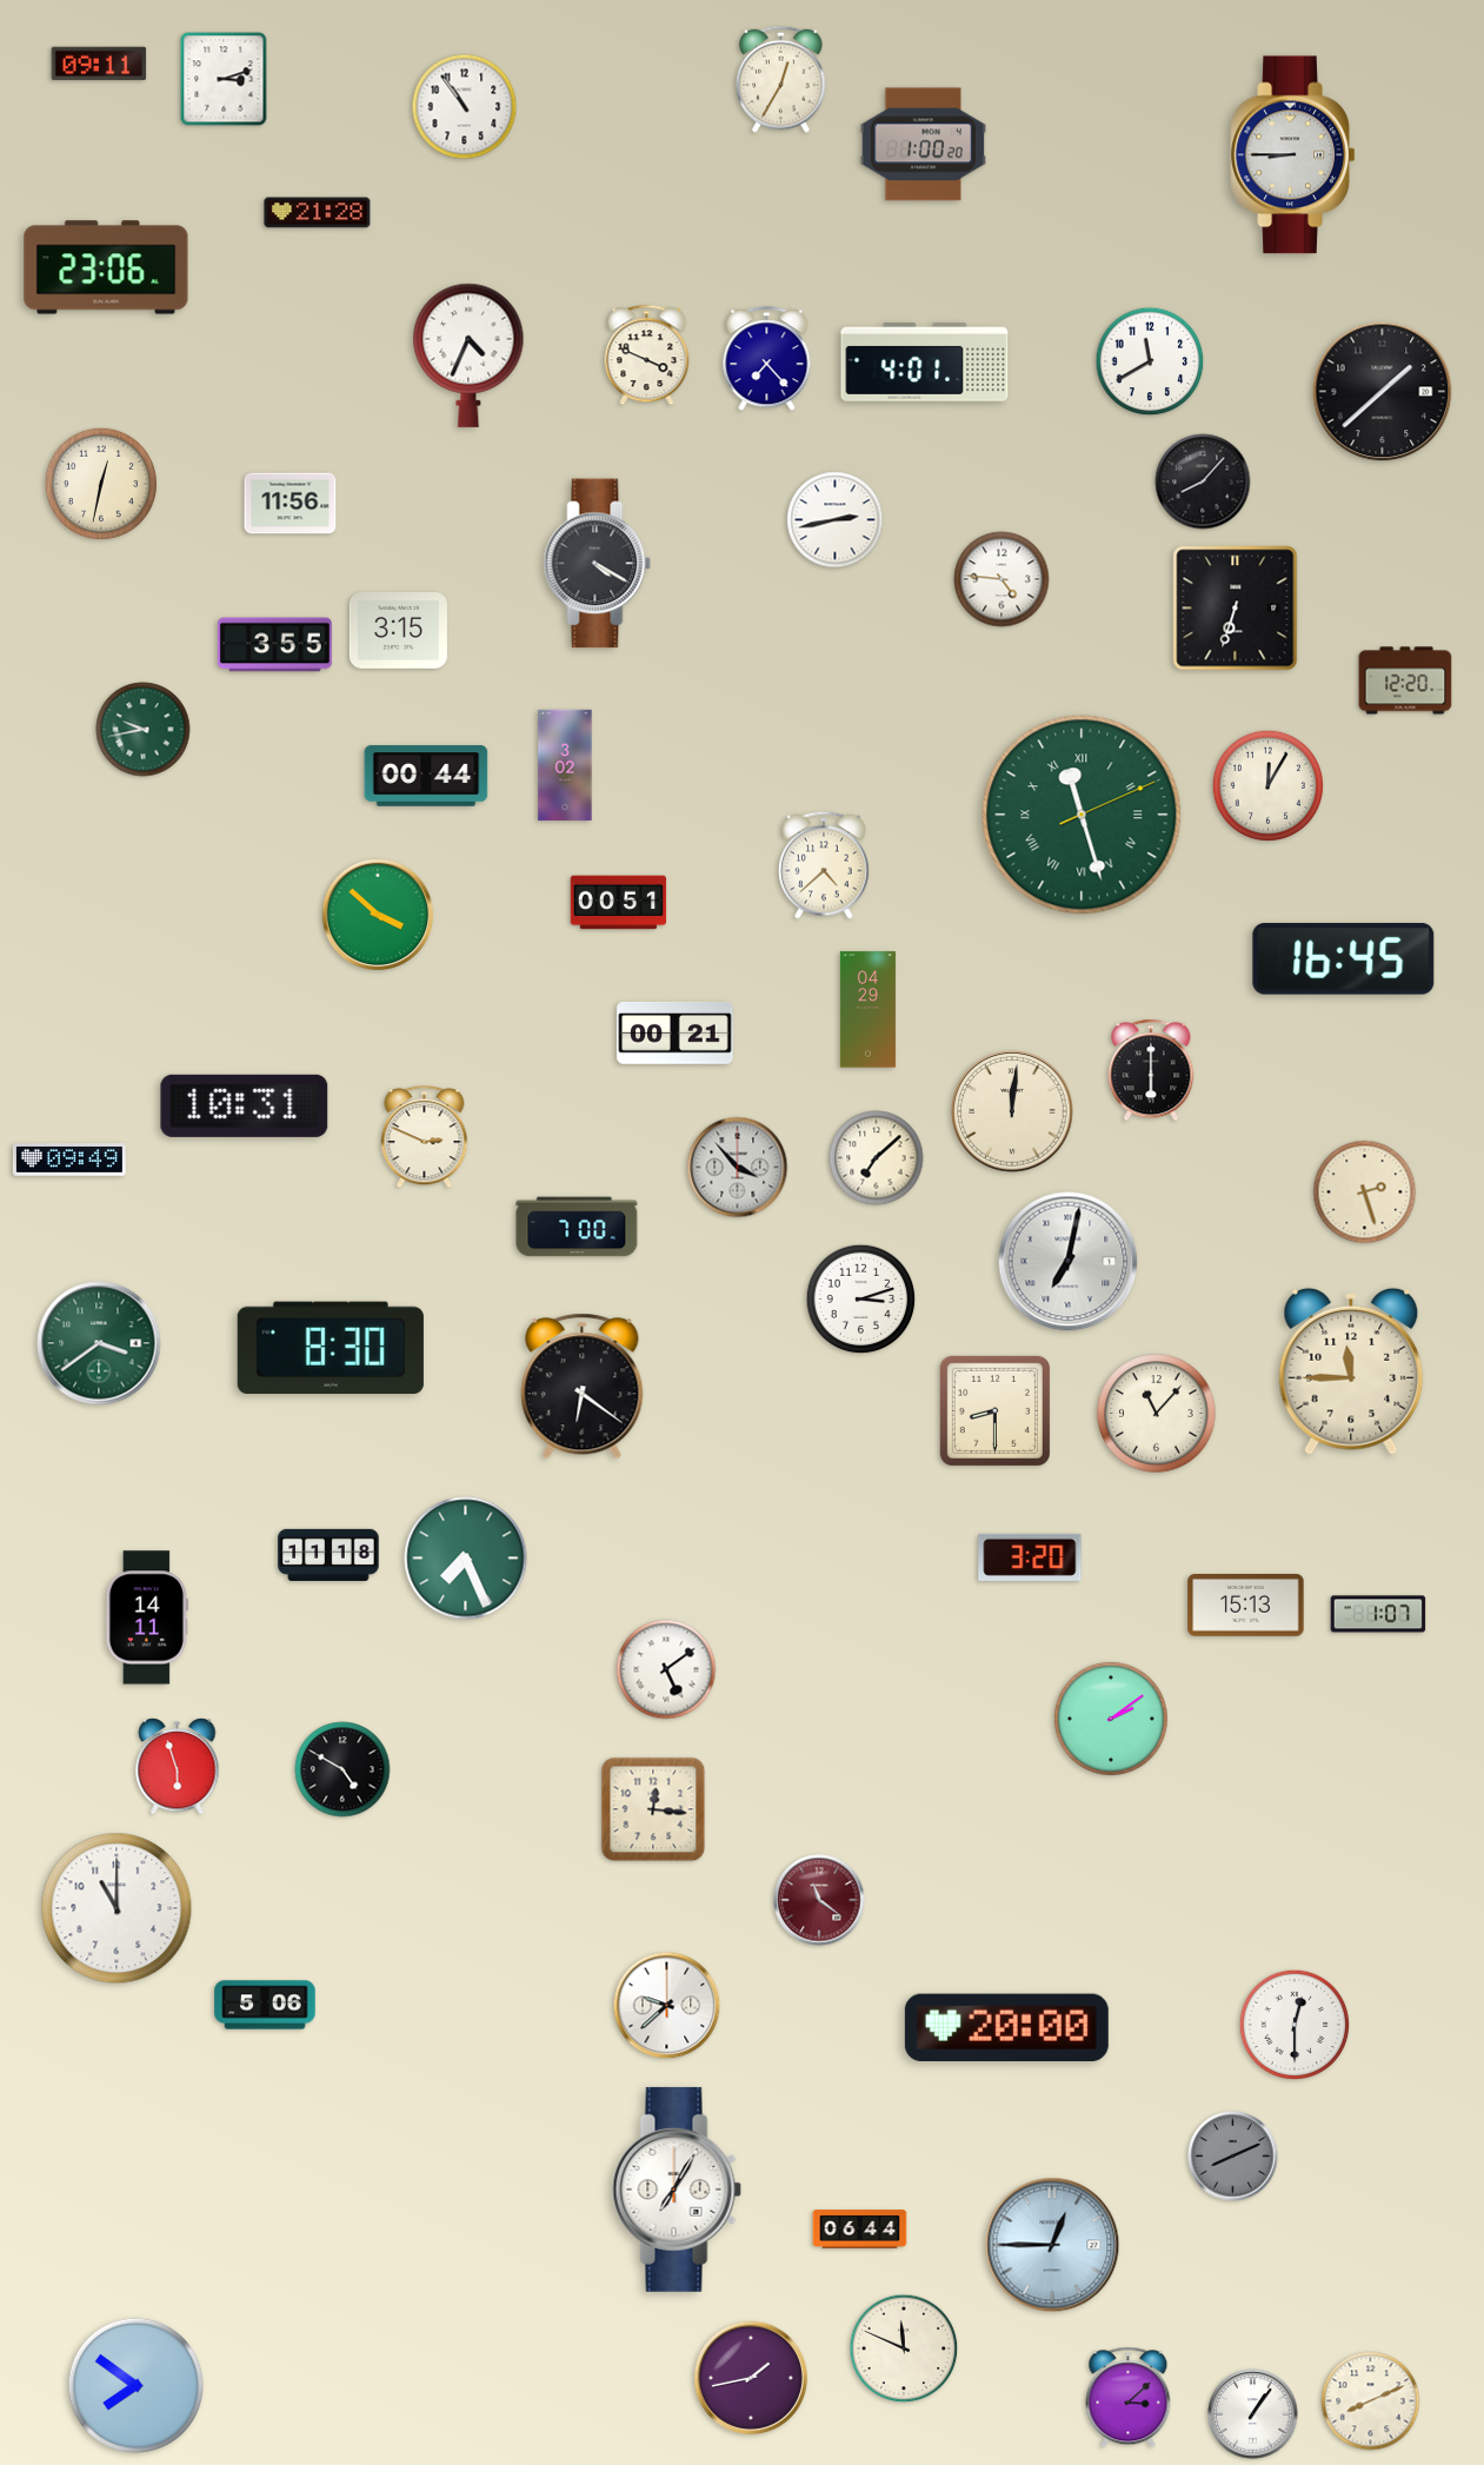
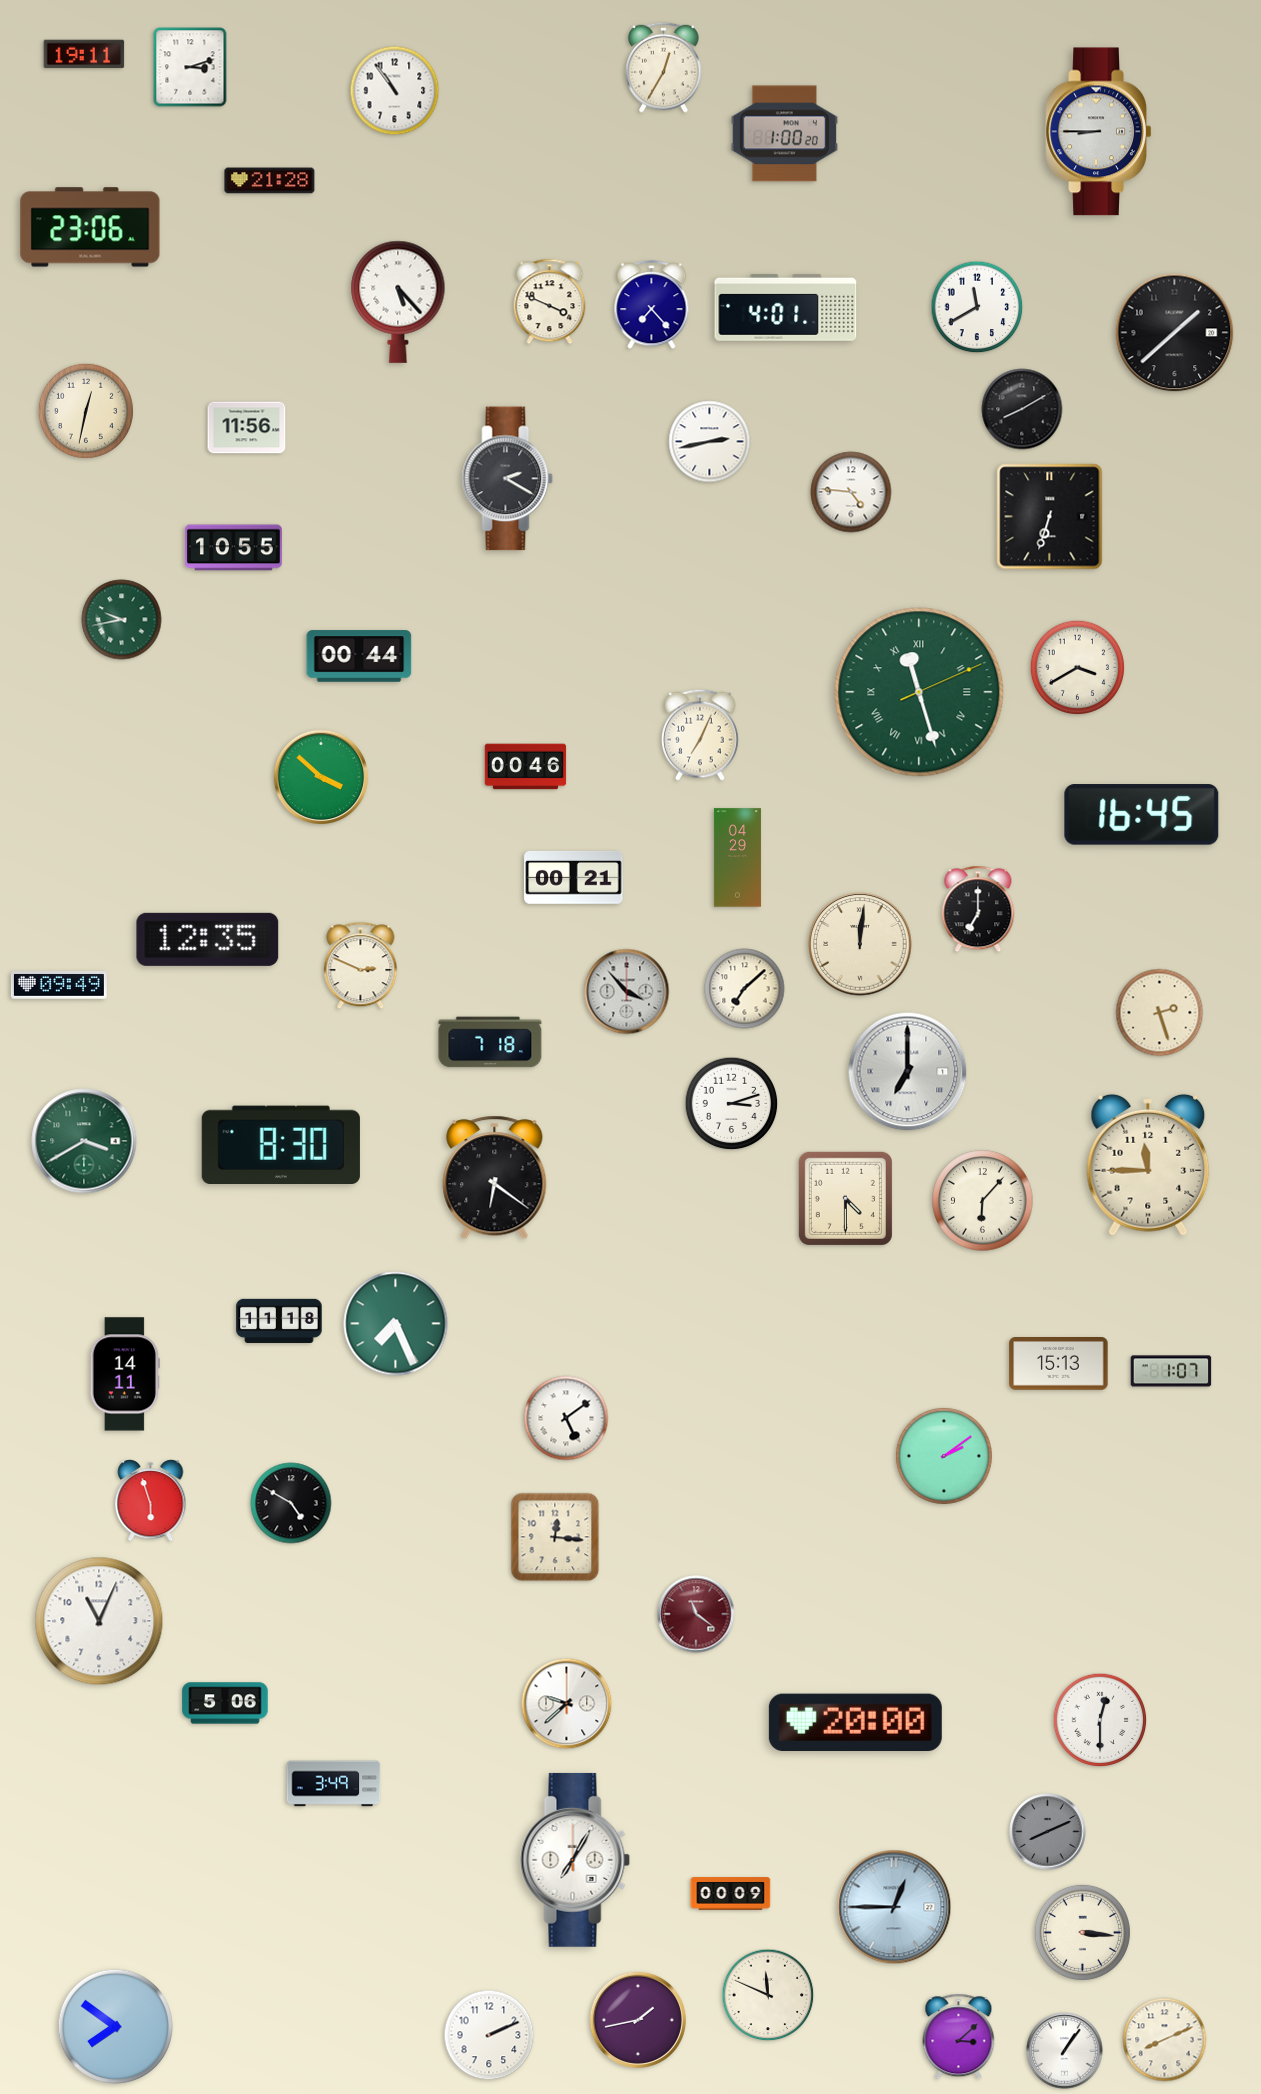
clock at (99, 64): 09:11 -> 19:11
clock at (923, 145) position: (923, 145) -> (784, 134)
clock at (468, 356): 4:34 -> 5:23
clock at (1203, 481): 8:07 -> 8:10
clock at (598, 564): 4:20 -> 2:20
clock at (398, 631): 3:15 -> none
clock at (274, 645): 3:55 -> 10:55
clock at (1405, 680): 12:20 -> none
clock at (565, 765): 3:02 -> none
clock at (426, 776) position: (426, 776) -> (359, 656)
clock at (1267, 785): 12:05 -> 3:40
clock at (824, 865): 4:38 -> 7:04
clock at (619, 903): 00:51 -> 00:46
clock at (1151, 1070): 6:00 -> 7:00
clock at (245, 1105): 10:31 -> 12:35
clock at (877, 1158) position: (877, 1158) -> (745, 989)
clock at (577, 1227): 7:00 -> 7:18
clock at (1069, 1262): 7:02 -> 7:00
clock at (99, 1343): 3:39 -> 3:40
clock at (994, 1410): 8:30 -> 4:30
clock at (1157, 1414): 11:07 -> 6:07
clock at (1030, 1557): 3:20 -> none
clock at (1111, 1719) position: (1111, 1719) -> (944, 1456)
clock at (117, 1908): 11:00 -> 11:04
clock at (334, 1784): none -> 3:49
clock at (860, 2230): 06:44 -> 00:09
clock at (1082, 1932): none -> 3:16
clock at (489, 2035): none -> 2:11
